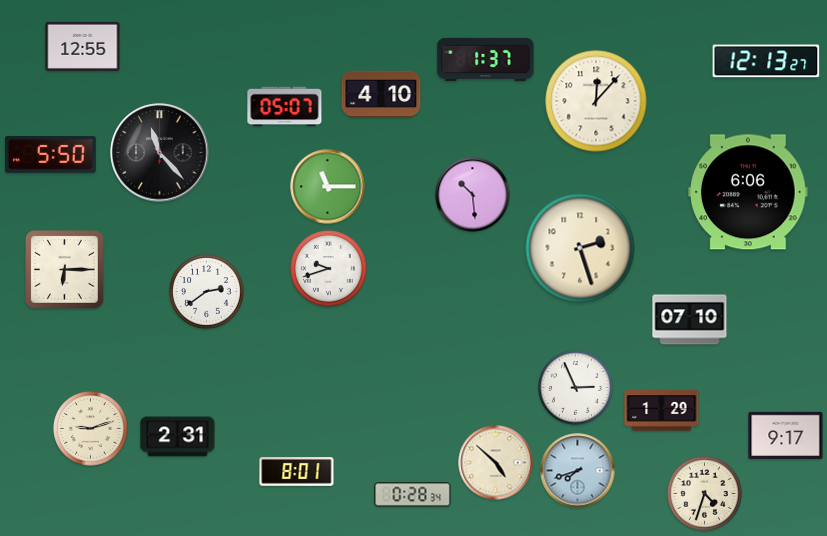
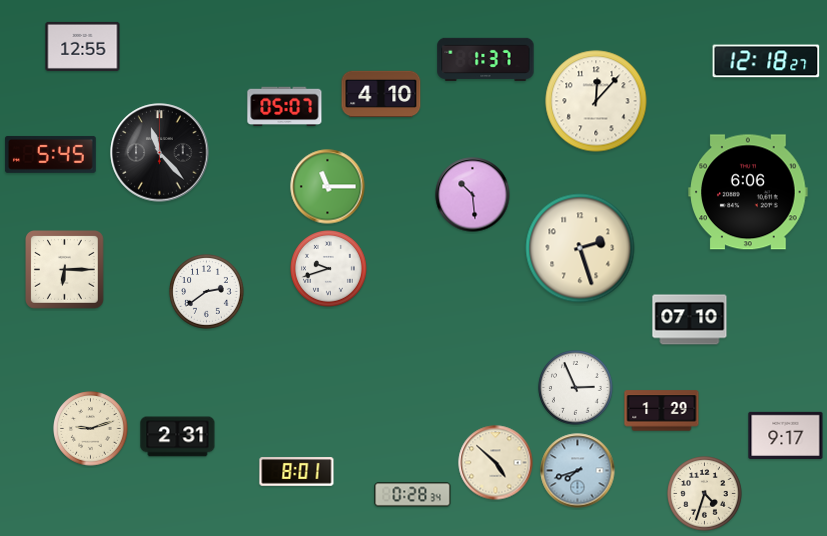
clock at (766, 61): 12:13 -> 12:18
clock at (50, 154): 5:50 -> 5:45
